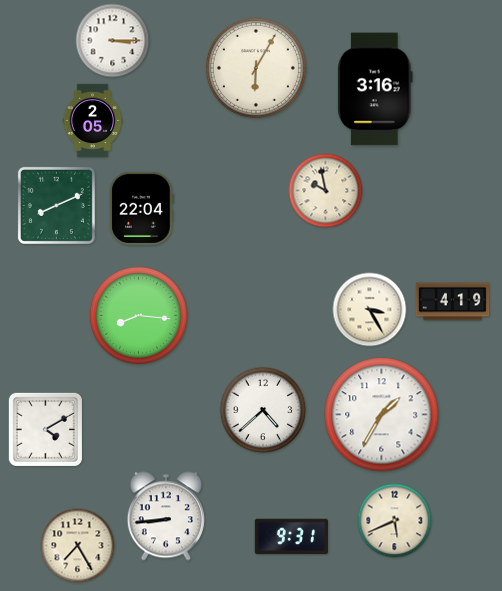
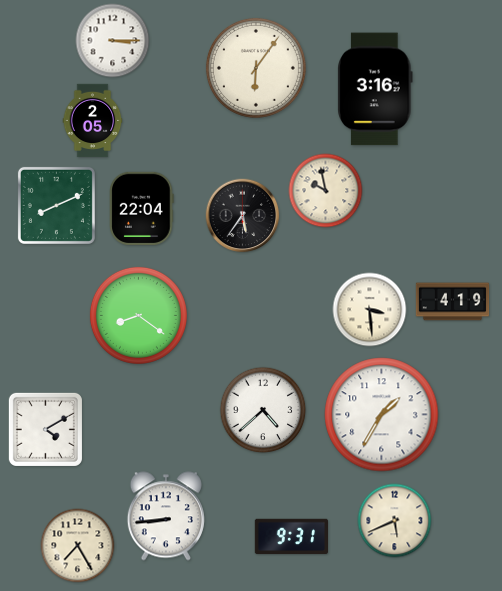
clock at (256, 68): 6:05 -> 6:06
clock at (243, 216): none -> 5:36
clock at (370, 310): 3:25 -> 3:29
clock at (138, 315): 8:16 -> 8:21
